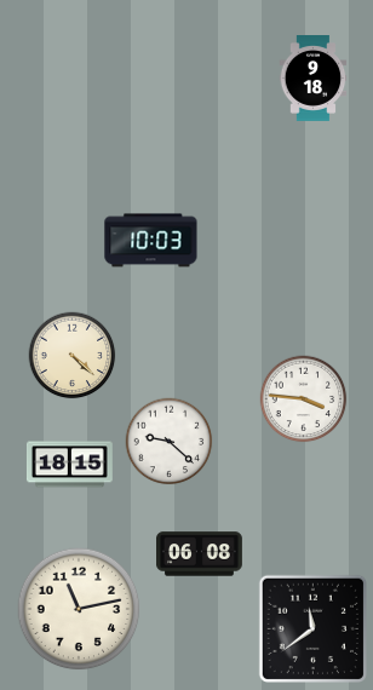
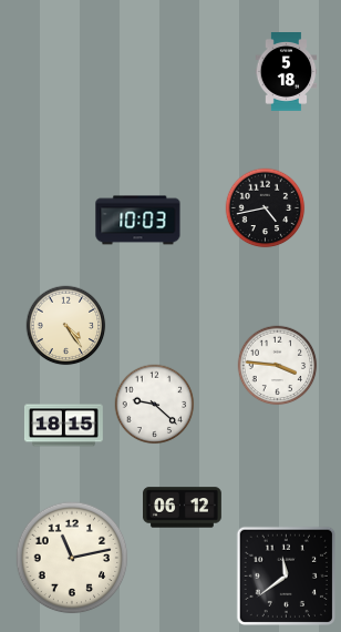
clock at (314, 79): 9:18 -> 5:18
clock at (266, 208): none -> 4:43
clock at (73, 356): 4:22 -> 4:24
clock at (200, 554): 06:08 -> 06:12
